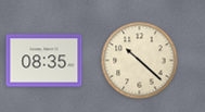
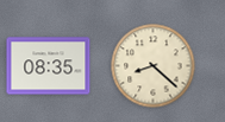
clock at (140, 61): 10:22 -> 8:22
